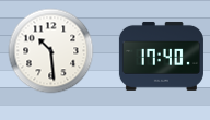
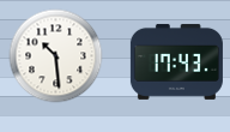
clock at (161, 56): 17:40 -> 17:43
